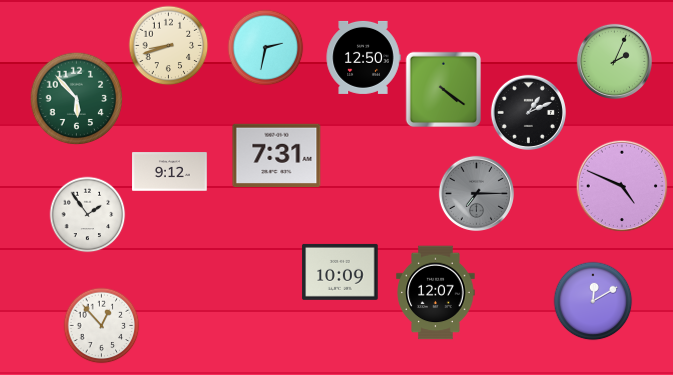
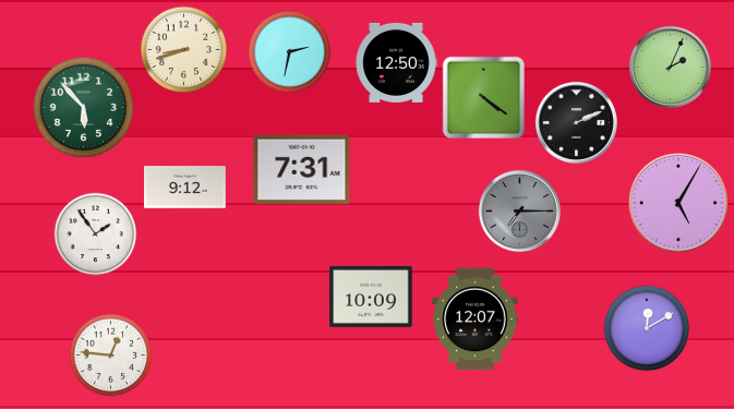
clock at (528, 112): 1:11 -> 2:11
clock at (622, 186): 4:49 -> 5:05
clock at (102, 326): 12:53 -> 12:46
